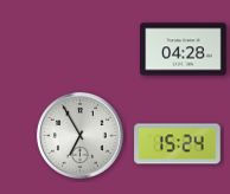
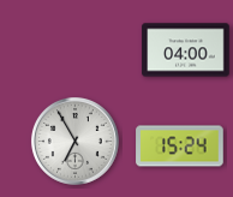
clock at (184, 50): 04:28 -> 04:00
clock at (79, 135) position: (79, 135) -> (74, 141)
